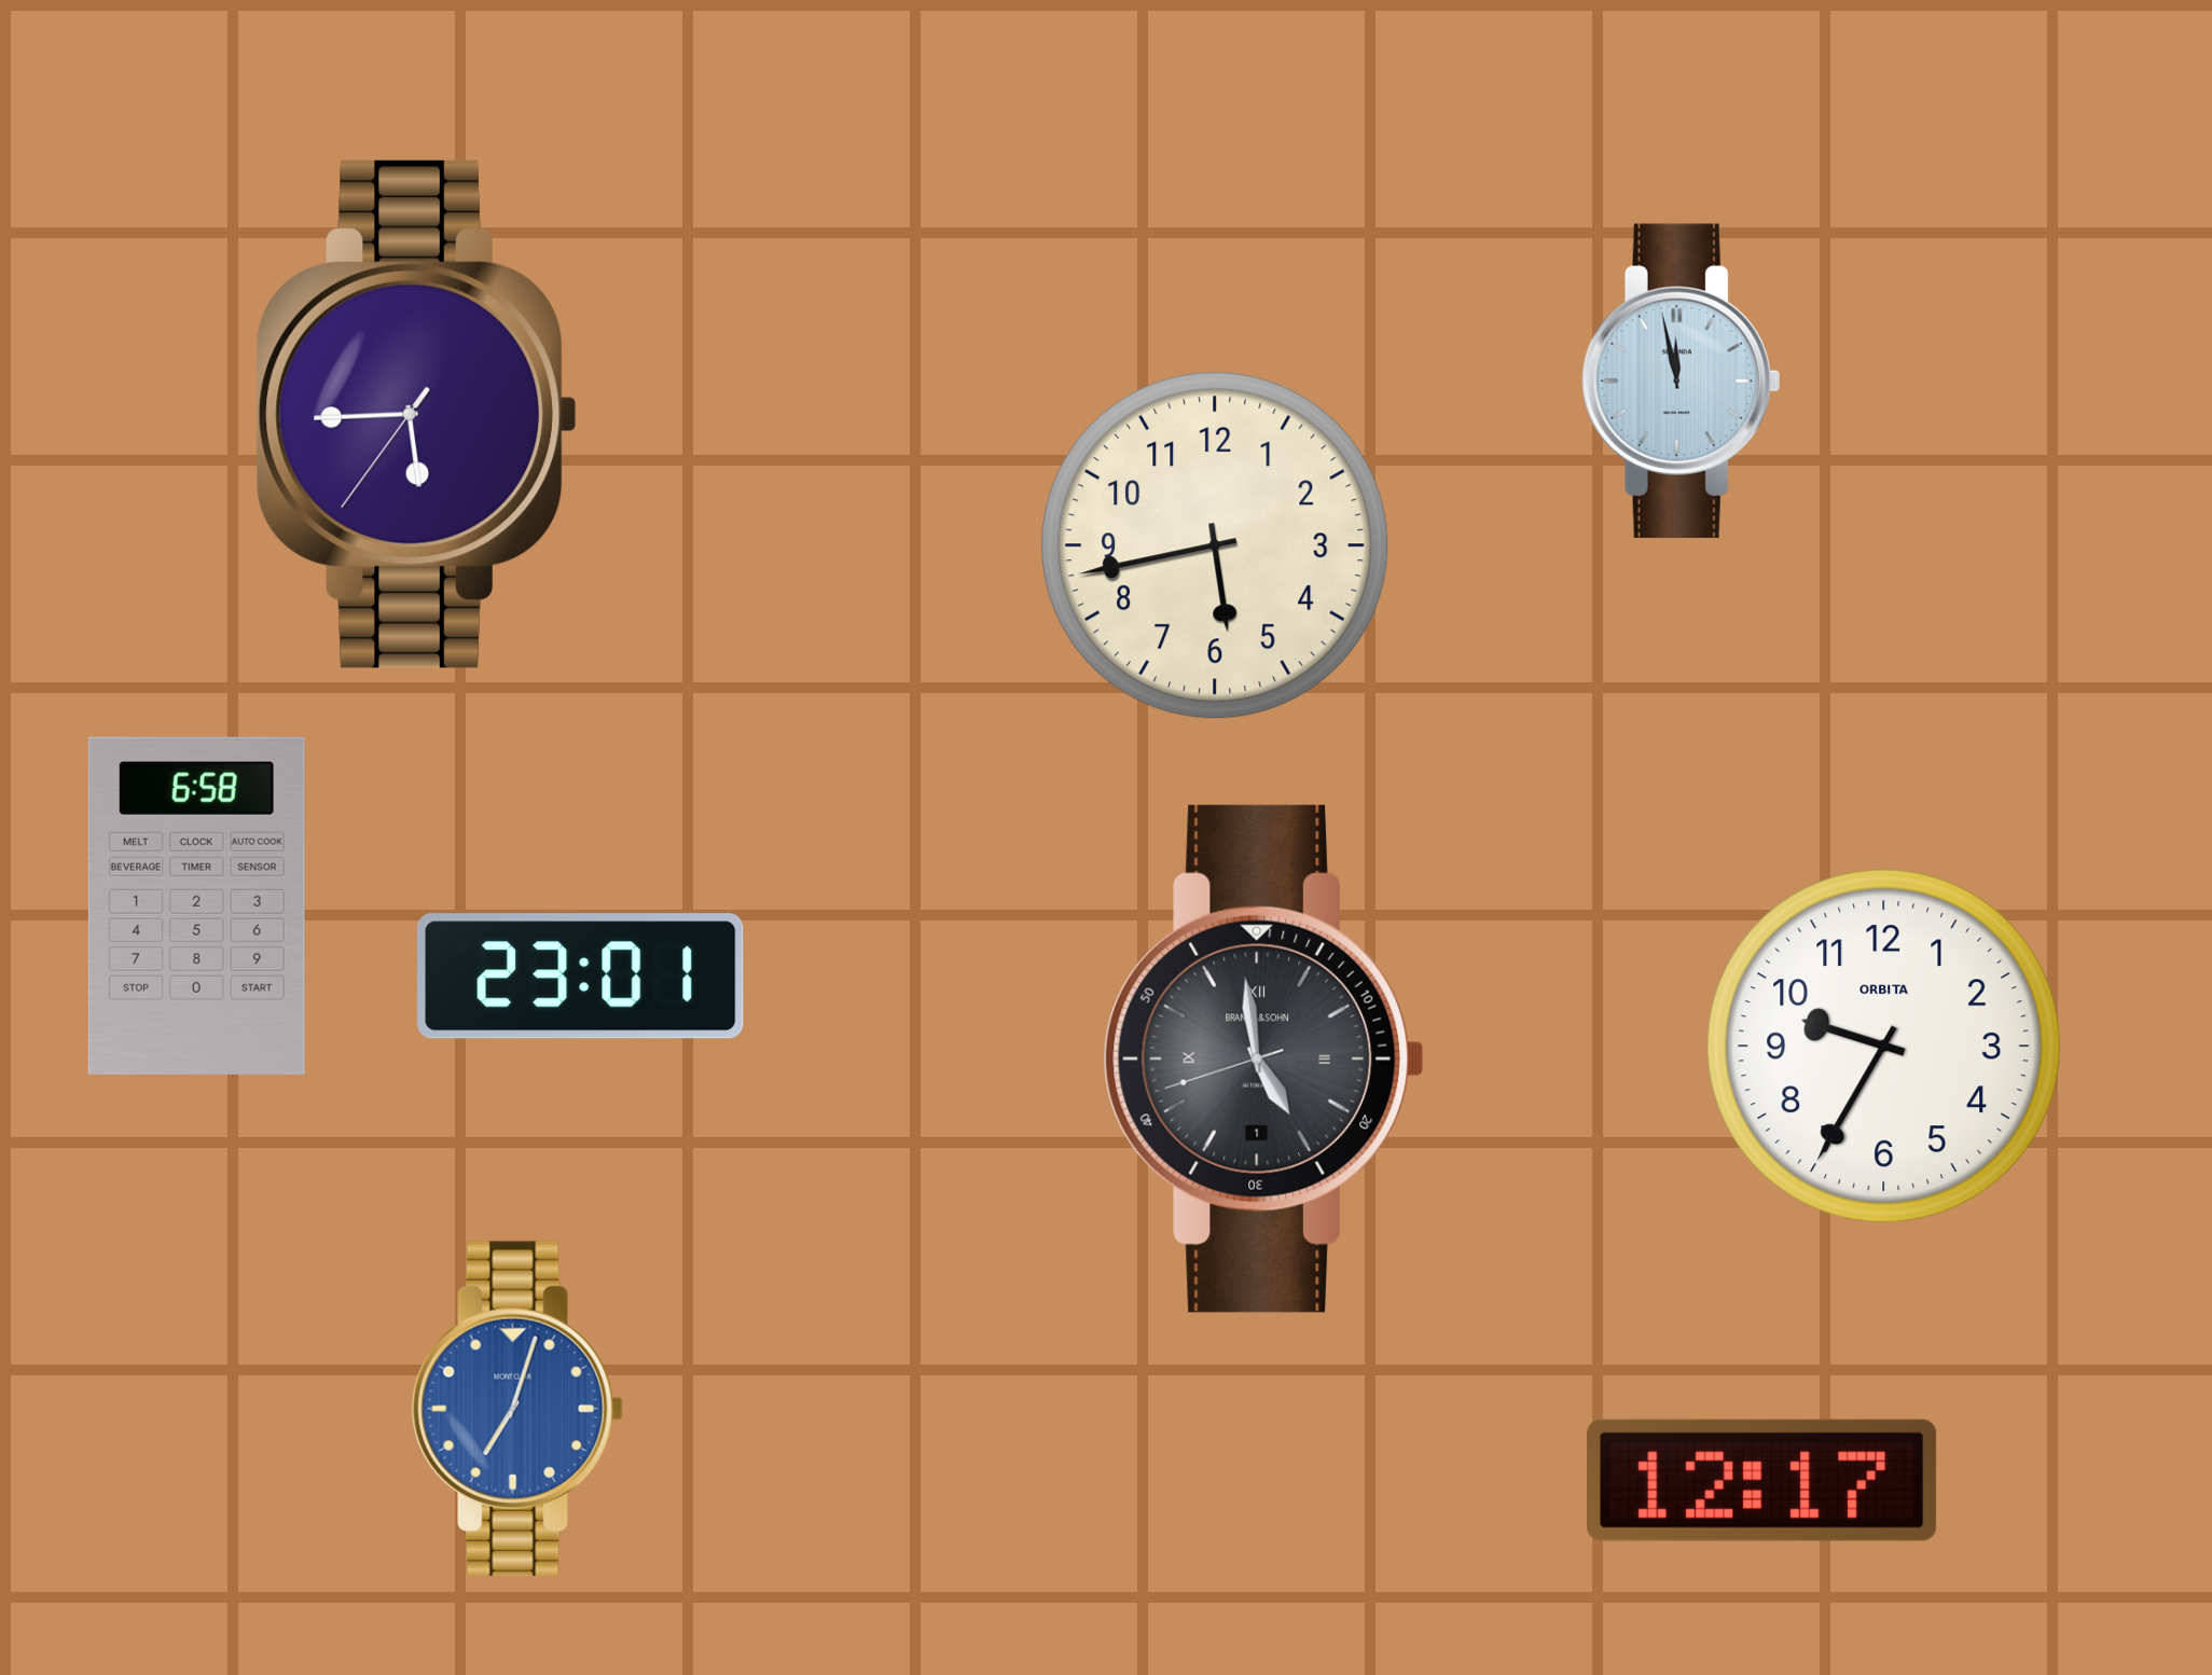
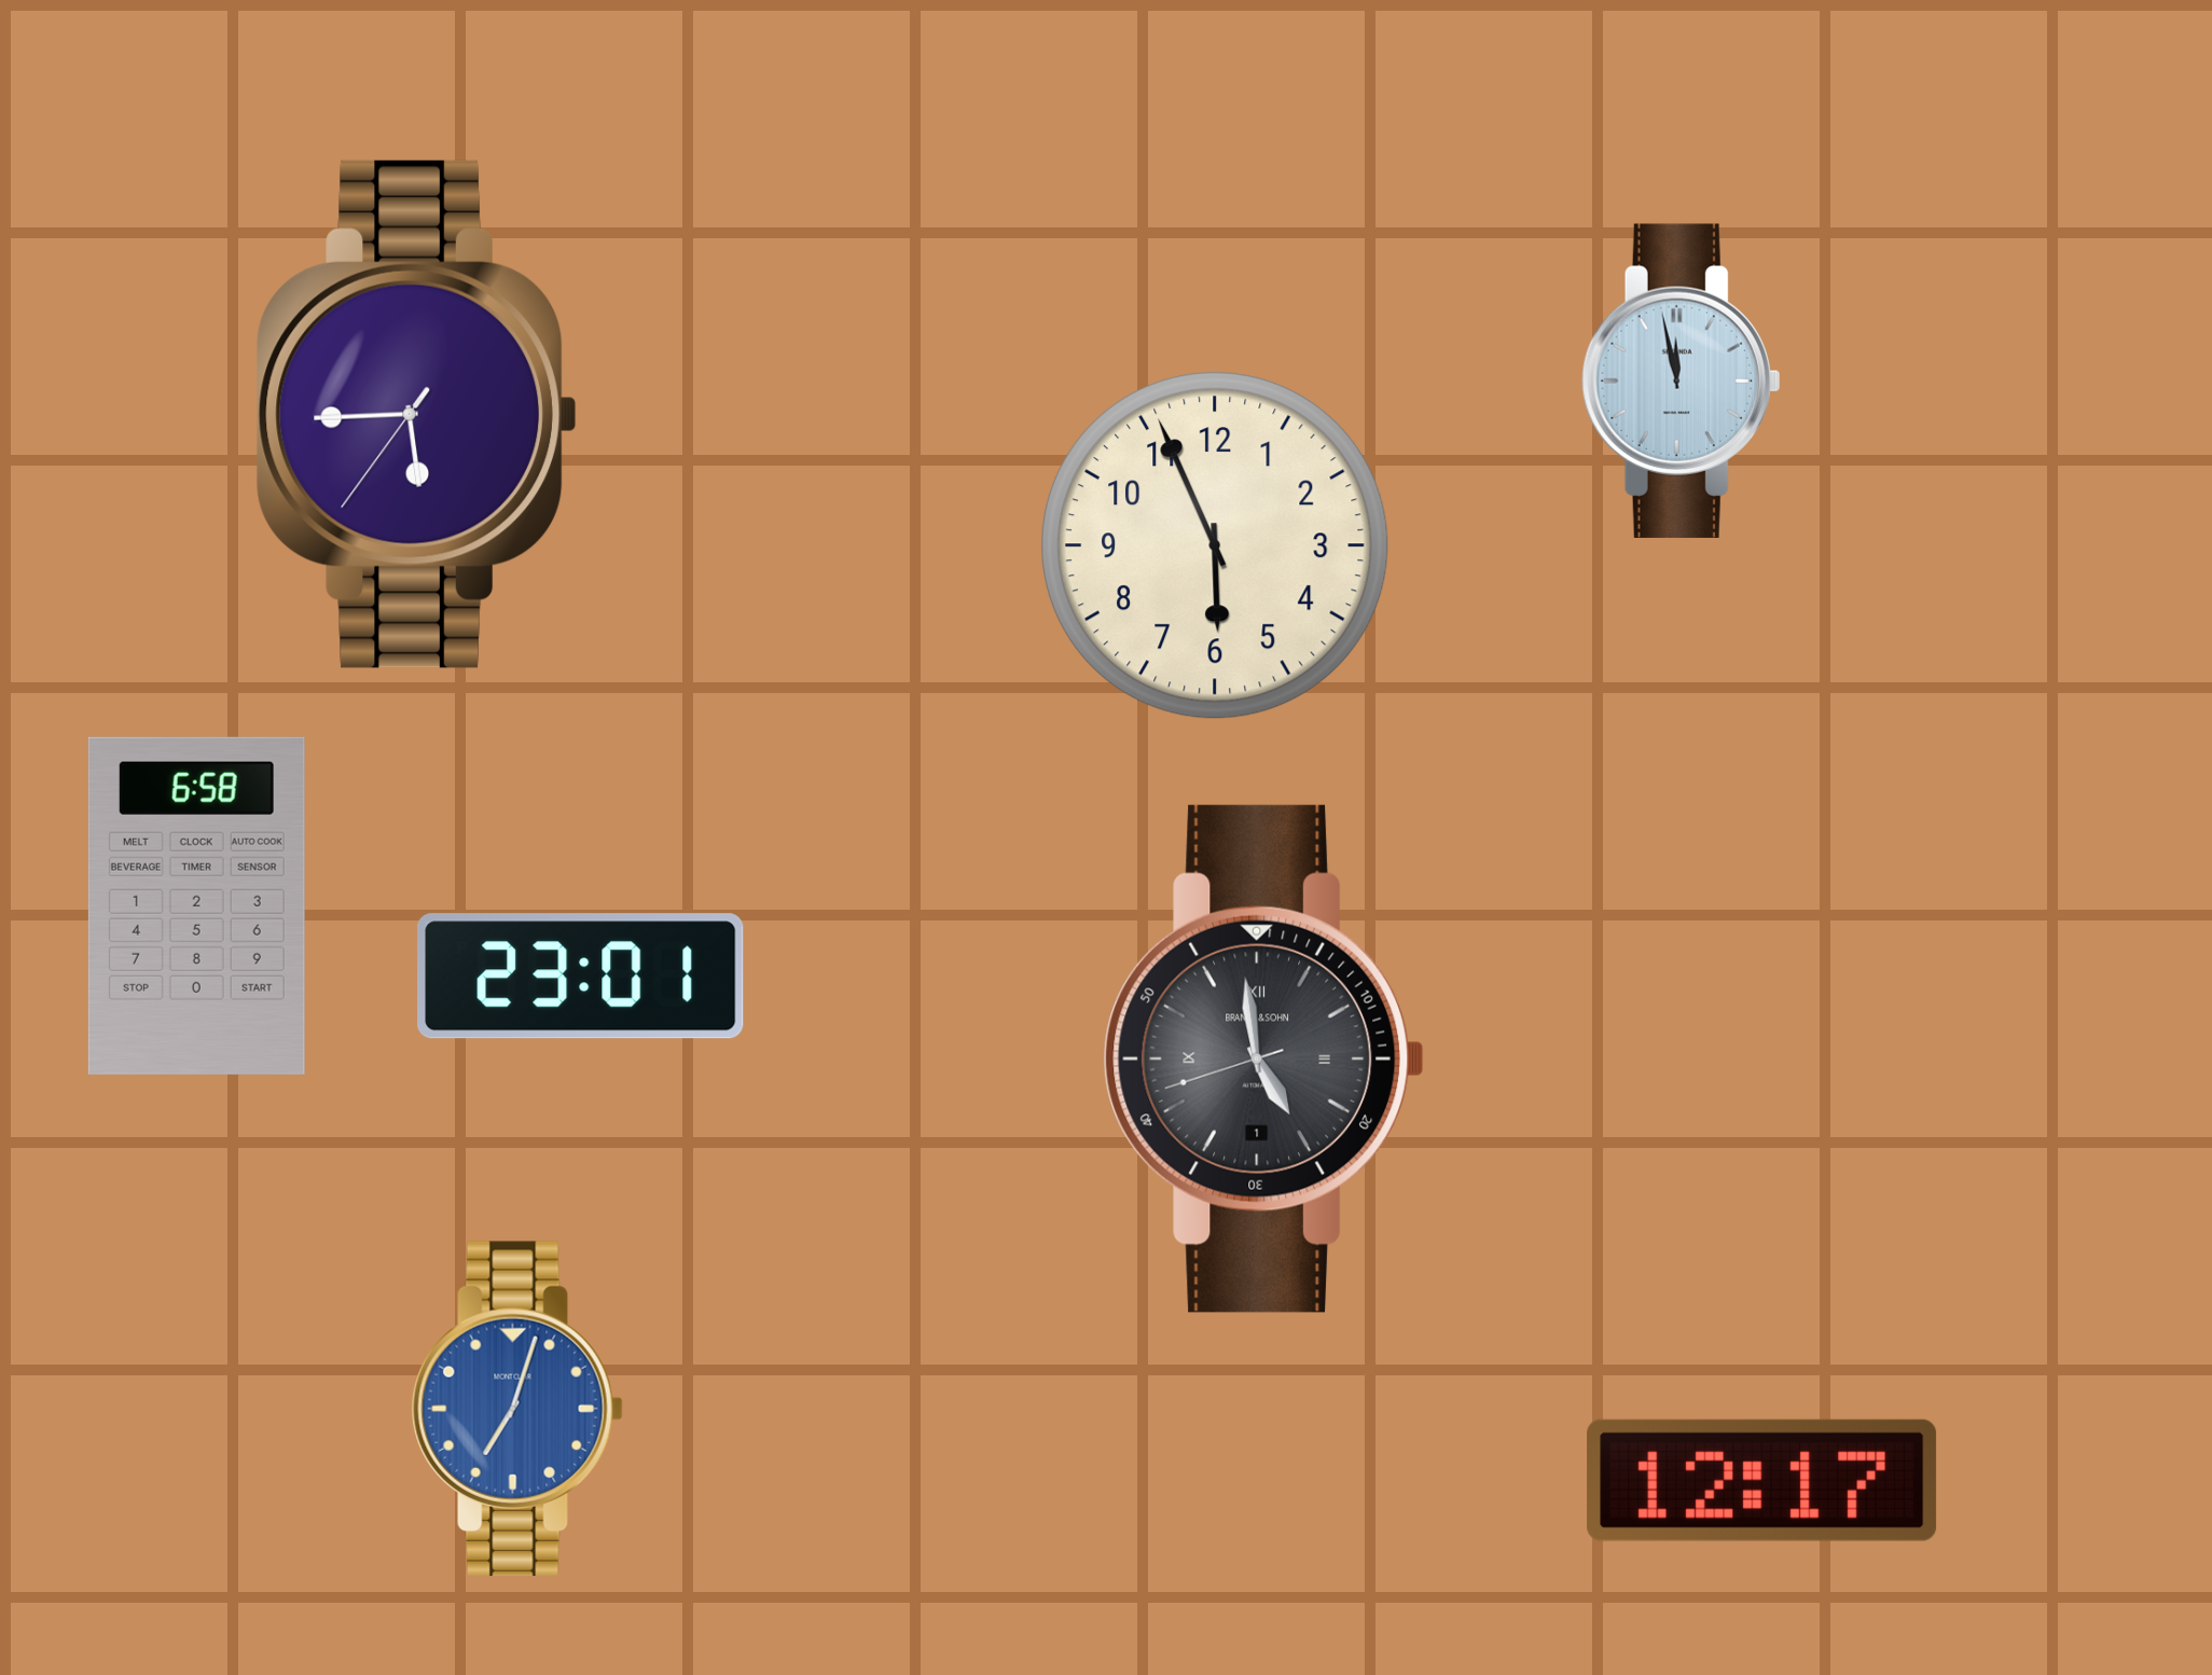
clock at (1216, 546): 5:43 -> 5:56
clock at (1884, 1047): 9:35 -> none
